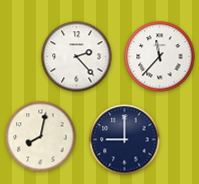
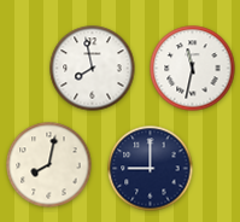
clock at (77, 57): 2:23 -> 7:58
clock at (160, 57): 11:37 -> 11:32
